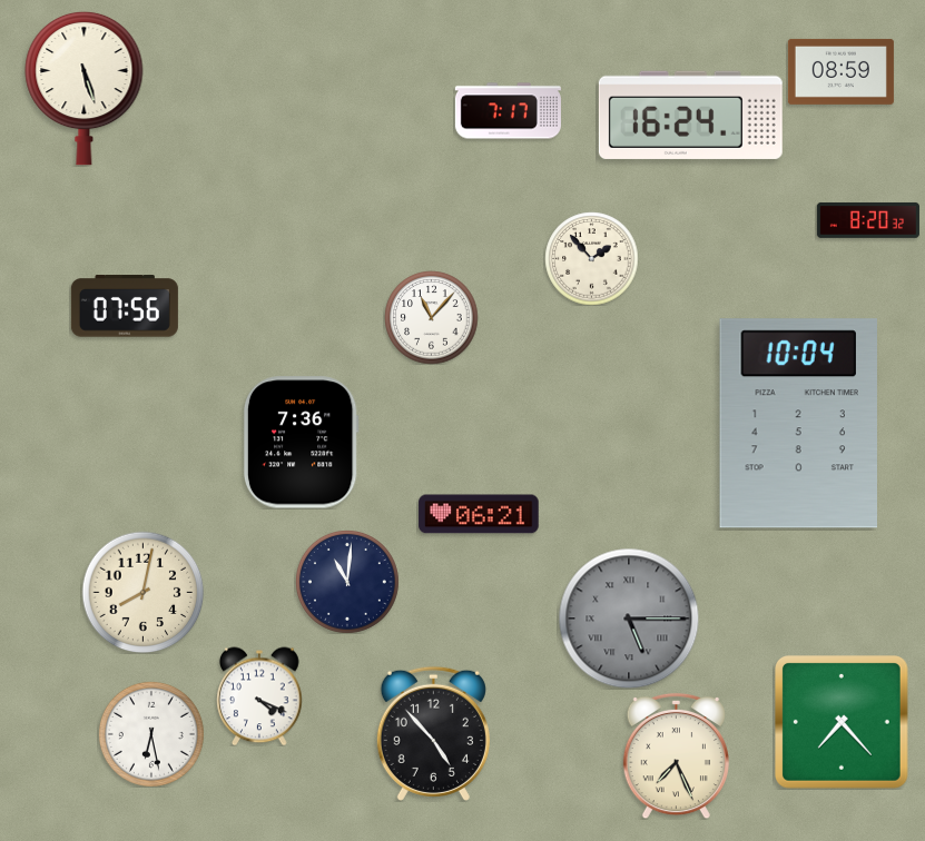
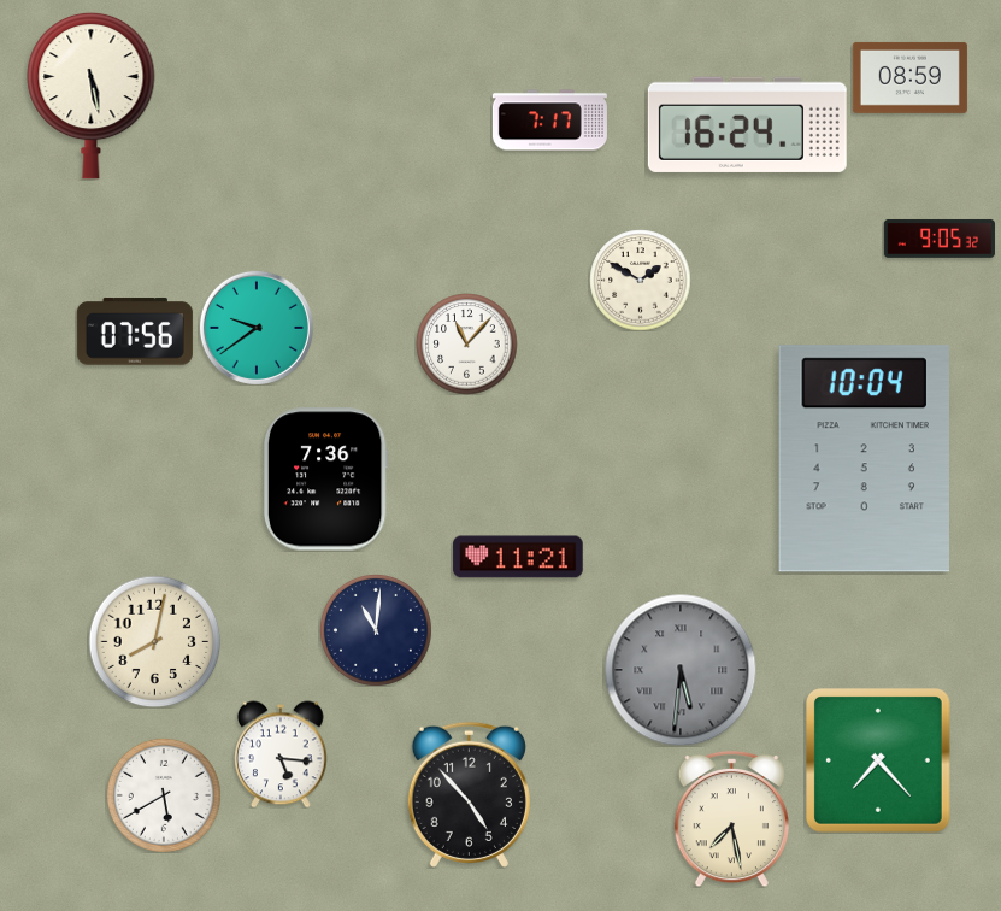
clock at (85, 88): 5:27 -> 5:28
clock at (868, 220): 8:20 -> 9:05
clock at (591, 258): 1:53 -> 1:50
clock at (257, 328): none -> 9:39
clock at (479, 514): 06:21 -> 11:21
clock at (629, 619): 5:15 -> 5:31
clock at (259, 696): 4:19 -> 5:16
clock at (843, 723) position: (843, 723) -> (879, 762)
clock at (151, 734): 6:28 -> 5:40
clock at (676, 755): 7:26 -> 7:28
